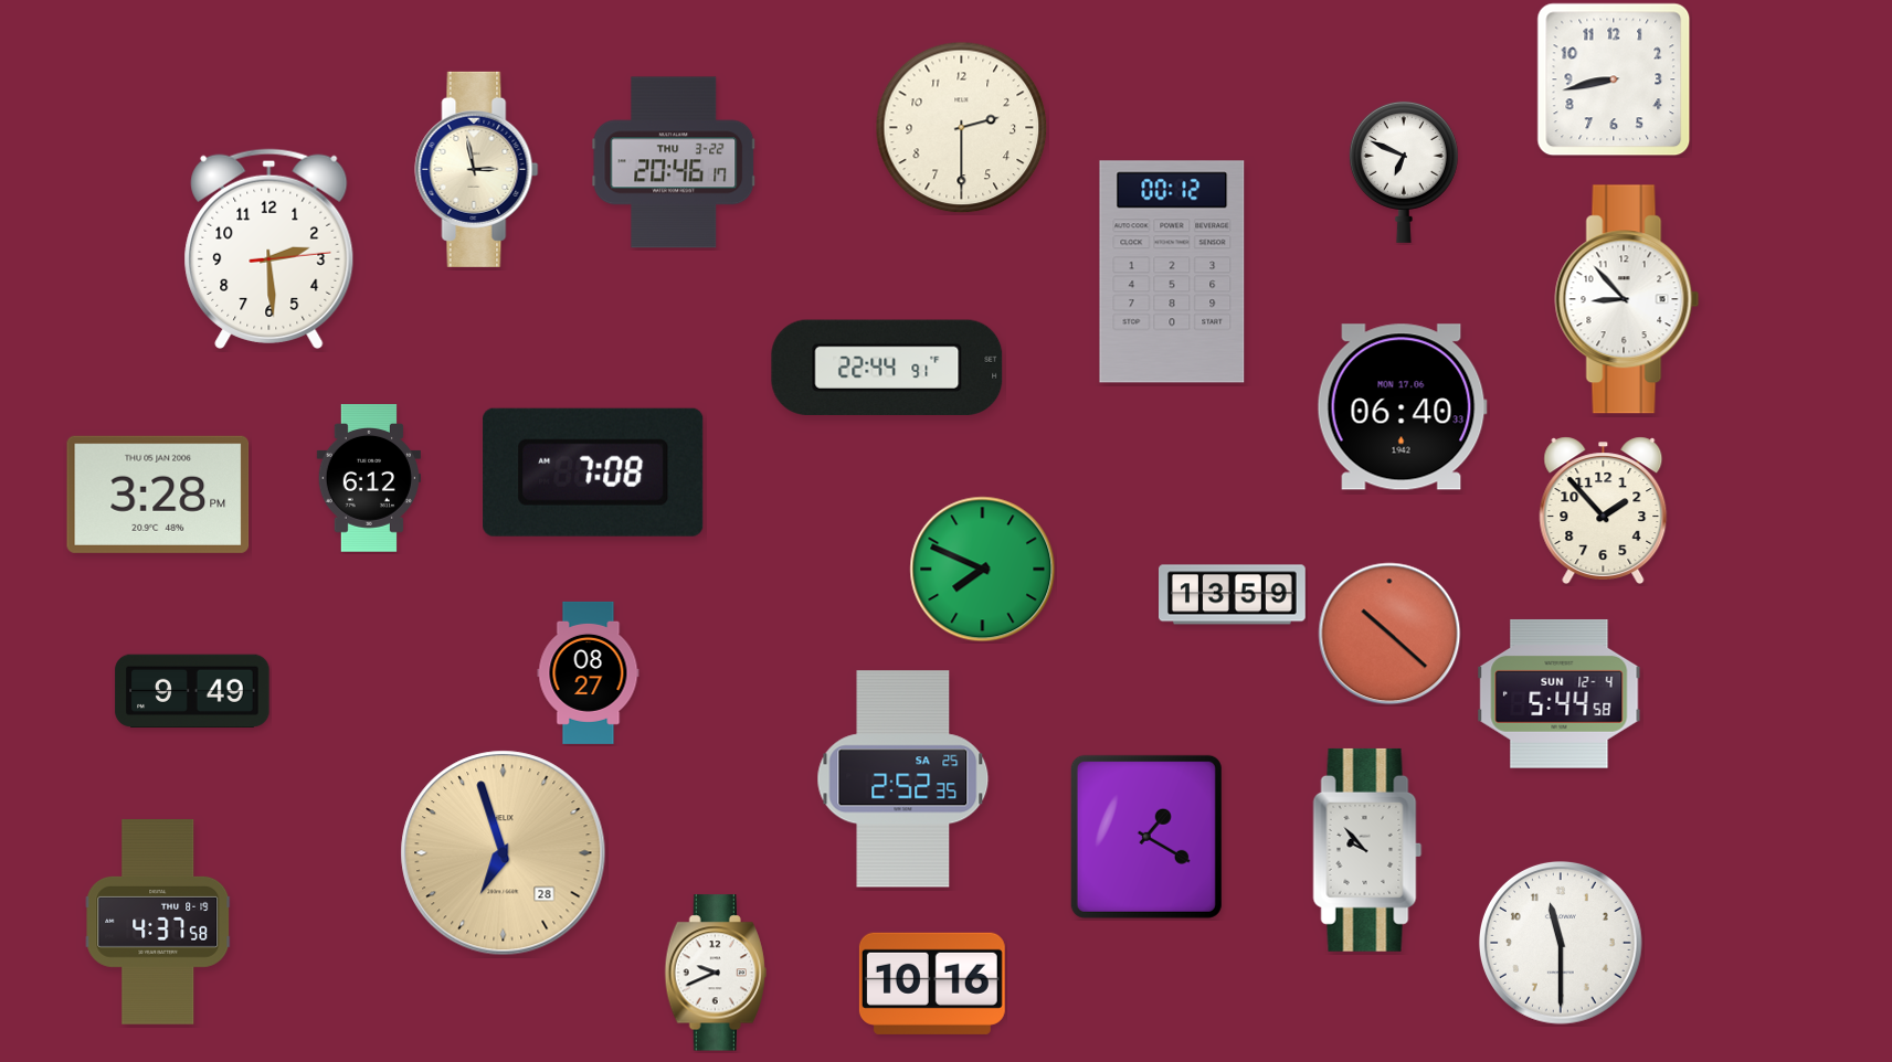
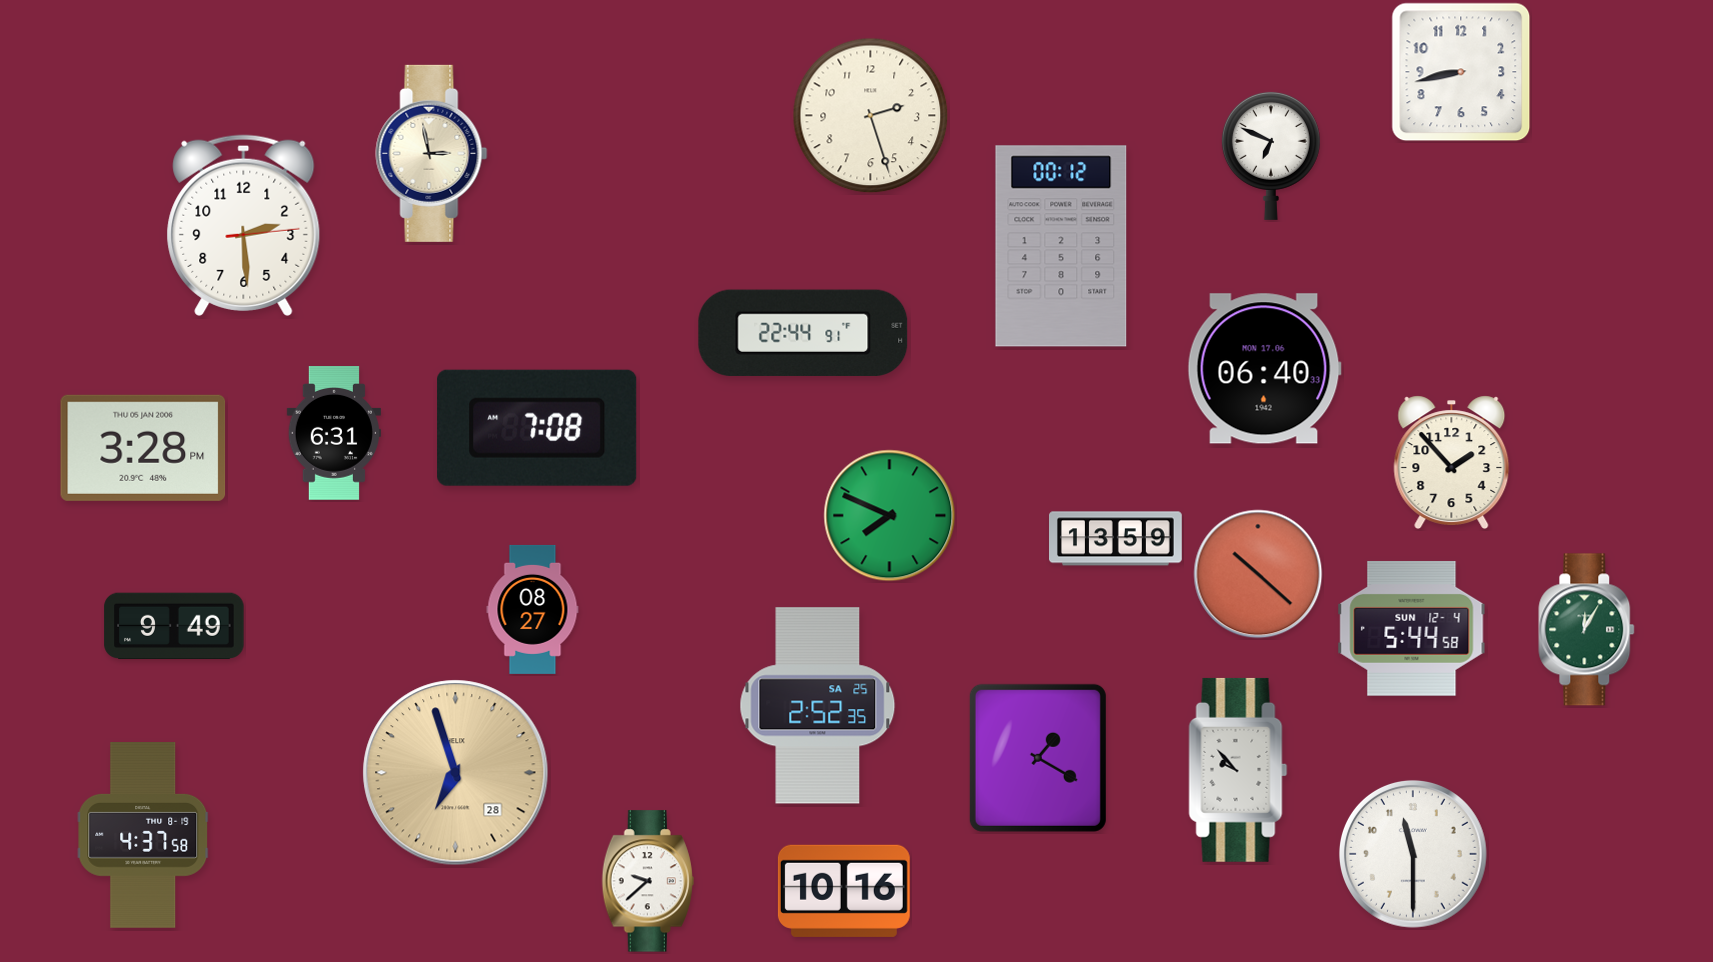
clock at (962, 128): 2:30 -> 2:27
clock at (674, 162): 20:46 -> none
clock at (1627, 299): 8:53 -> none
clock at (1402, 407) position: (1402, 407) -> (1264, 369)
clock at (369, 479): 6:12 -> 6:31
clock at (1587, 630): none -> 12:05
clock at (716, 973): 9:41 -> 9:38
